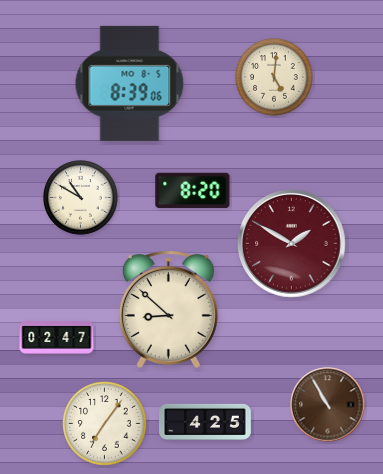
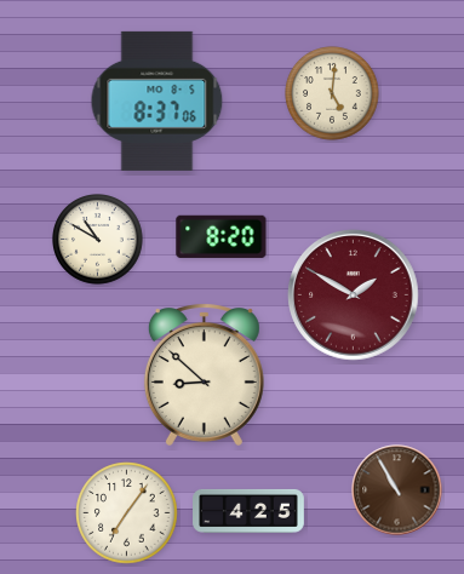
clock at (130, 83): 8:39 -> 8:37
clock at (193, 190) position: (193, 190) -> (222, 236)
clock at (57, 337): 02:47 -> none
